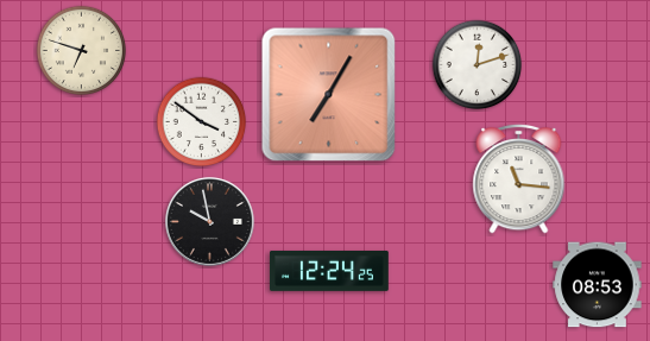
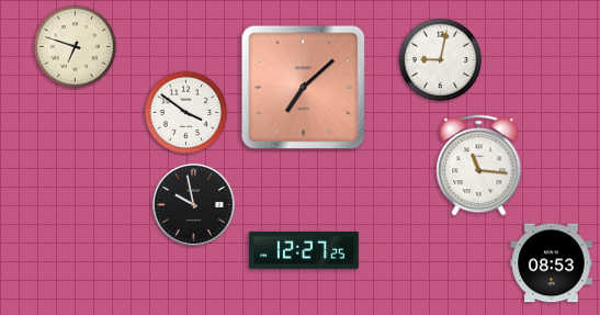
clock at (478, 65): 12:12 -> 9:02
clock at (329, 95): 7:05 -> 7:08
clock at (329, 271): 12:24 -> 12:27
